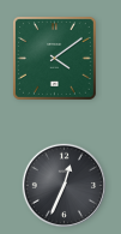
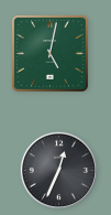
clock at (55, 59): 4:09 -> 5:02
